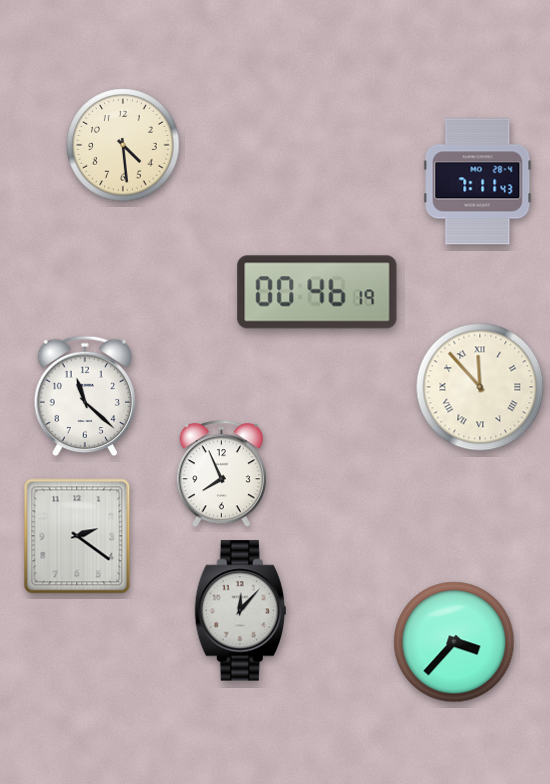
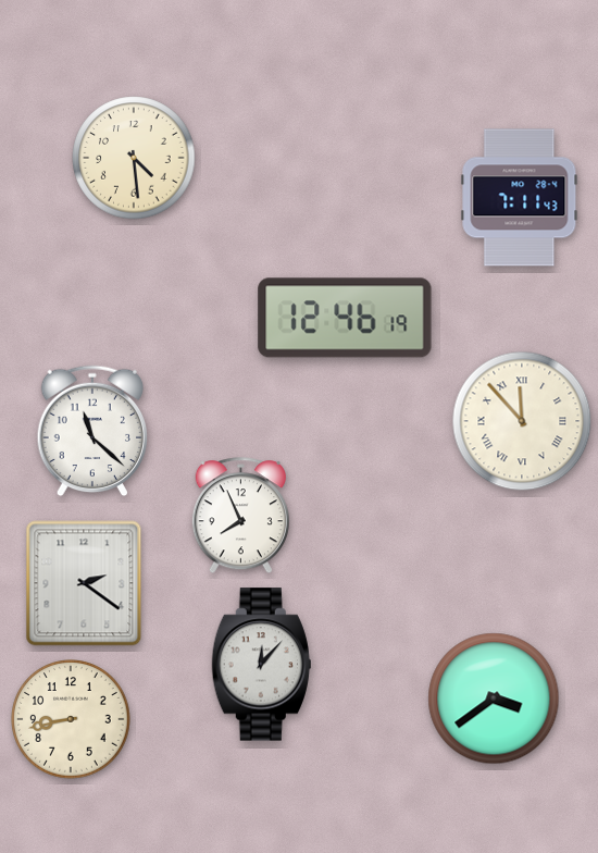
clock at (317, 292): 00:46 -> 12:46
clock at (454, 642): 3:37 -> 3:39
clock at (71, 719): none -> 8:43
